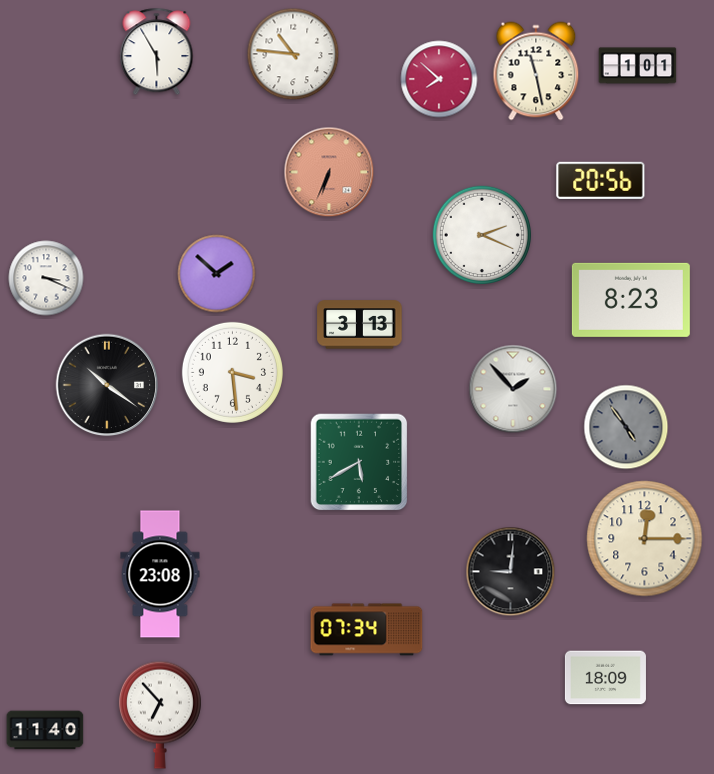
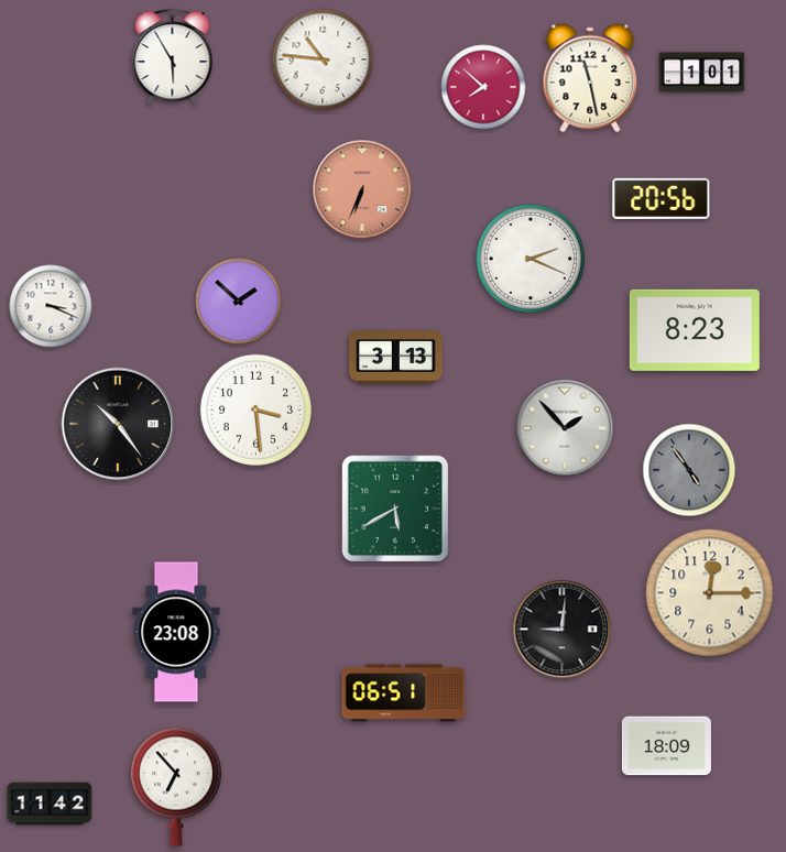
clock at (107, 385): 10:21 -> 10:24
clock at (367, 630): 07:34 -> 06:51
clock at (45, 730): 11:40 -> 11:42
